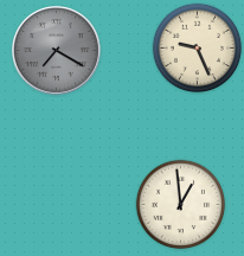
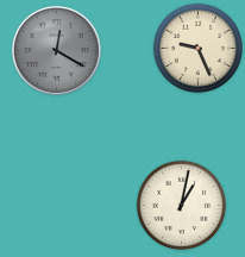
clock at (56, 50): 7:20 -> 12:20
clock at (181, 205): 12:59 -> 1:02
